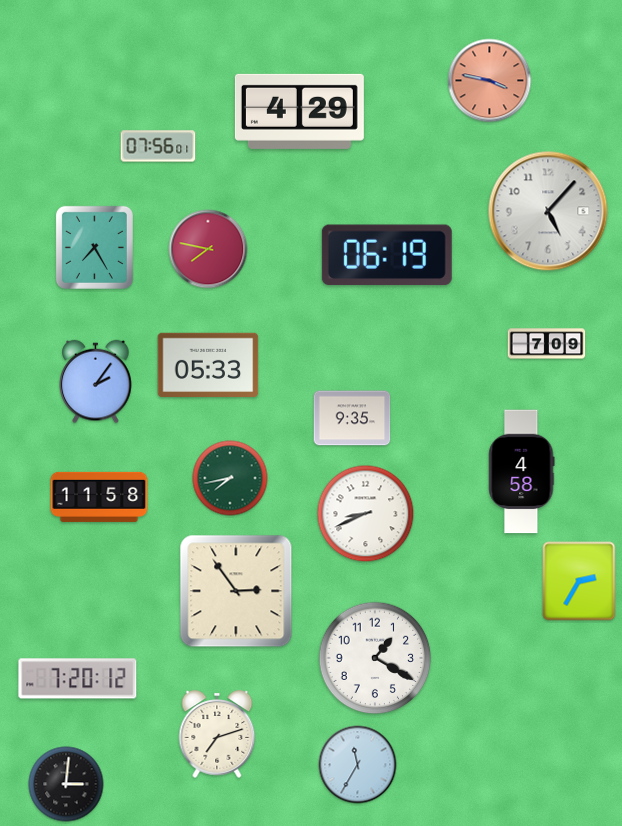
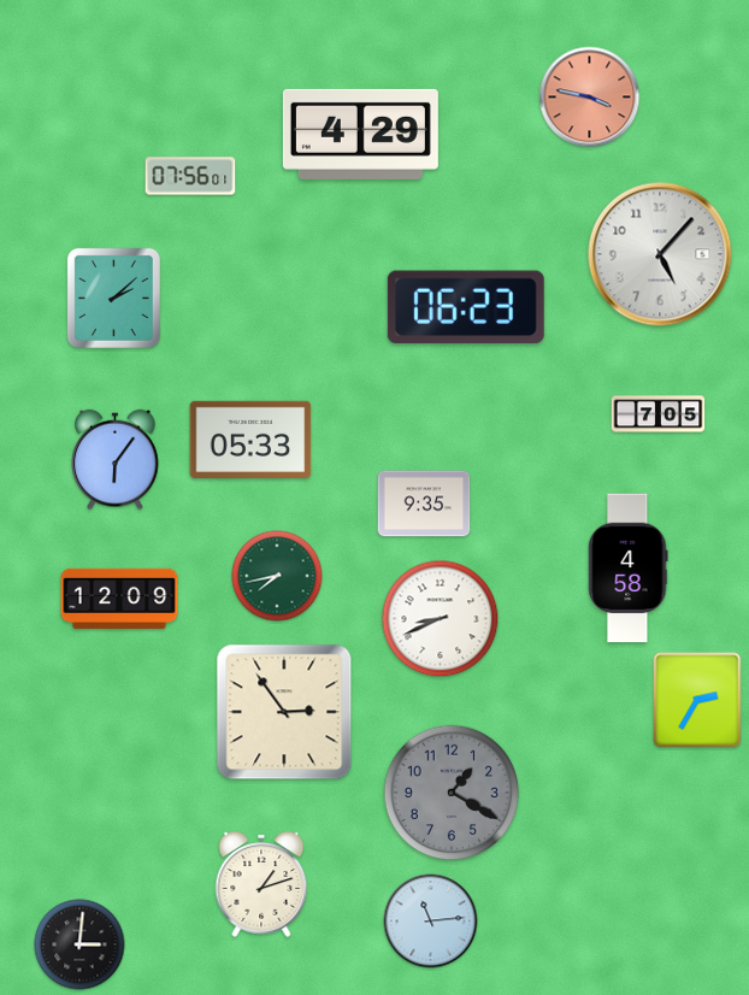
clock at (94, 247): 7:25 -> 2:08
clock at (208, 249): 7:47 -> none
clock at (387, 255): 06:19 -> 06:23
clock at (547, 344): 7:09 -> 7:05
clock at (96, 382): 2:06 -> 6:06
clock at (99, 497): 11:58 -> 12:09
clock at (375, 658) dial: white -> grey
clock at (78, 679): 7:20 -> none
clock at (217, 734): 7:12 -> 1:12
clock at (358, 765): 11:35 -> 11:14
